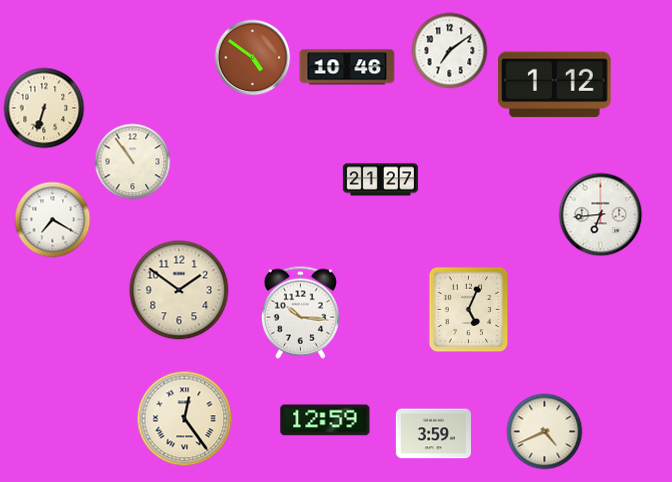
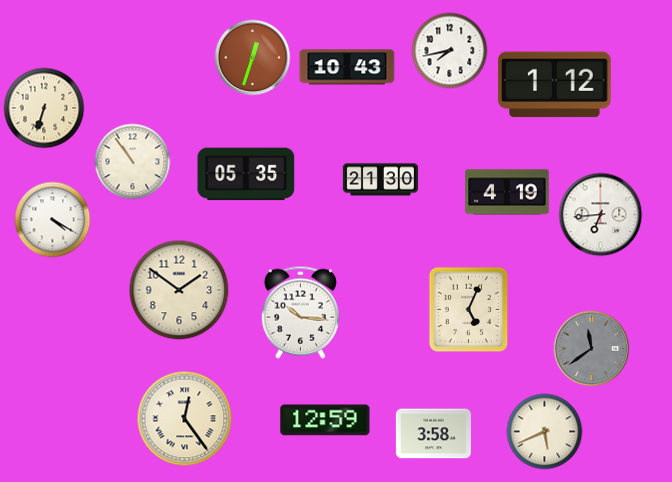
clock at (450, 51): 7:09 -> 7:43
clock at (253, 58): 4:51 -> 12:33
clock at (347, 67): 10:46 -> 10:43
clock at (246, 174): none -> 05:35
clock at (380, 180): 21:27 -> 21:30
clock at (507, 192): none -> 4:19
clock at (53, 220): 7:20 -> 4:20
clock at (592, 349): none -> 11:39
clock at (545, 432): 4:41 -> 5:41
clock at (433, 434): 3:59 -> 3:58
